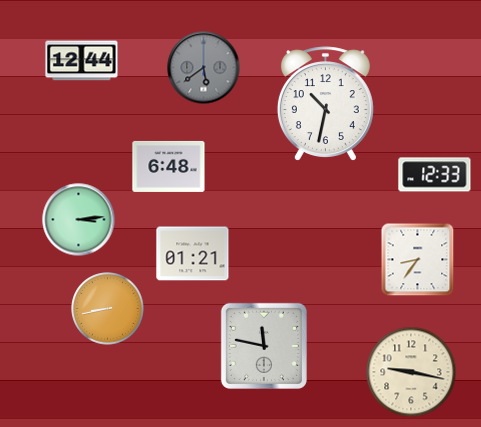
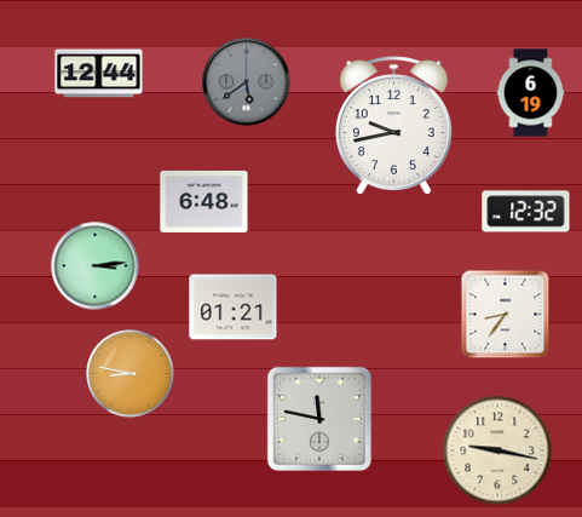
clock at (531, 93): none -> 6:19
clock at (325, 104): 10:32 -> 9:43
clock at (435, 175): 12:33 -> 12:32
clock at (108, 309): 8:43 -> 8:47
